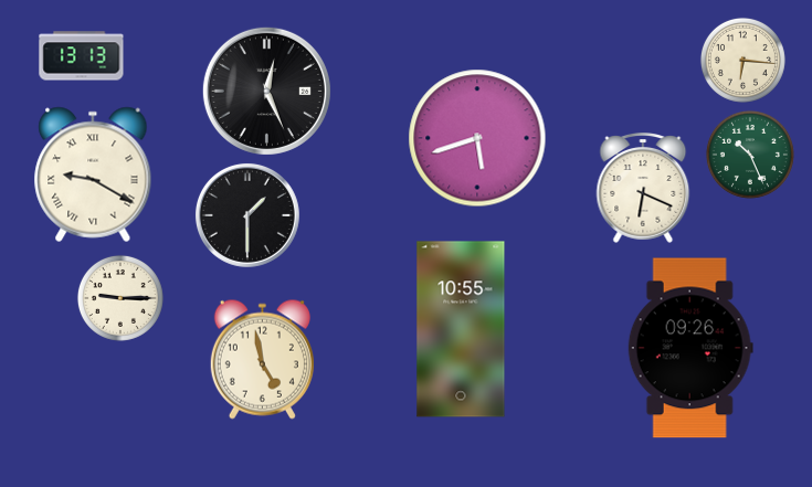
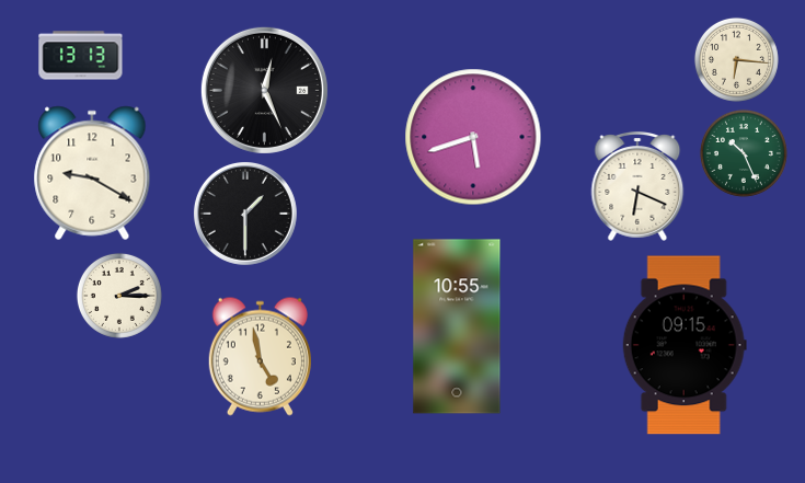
clock at (93, 174) numerals: Roman -> Arabic
clock at (120, 298): 9:15 -> 2:15
clock at (690, 348): 09:26 -> 09:15
